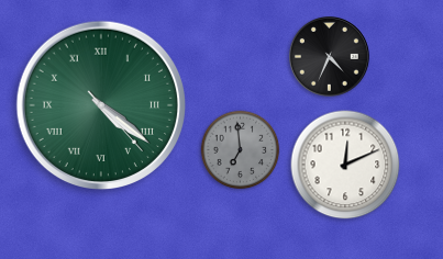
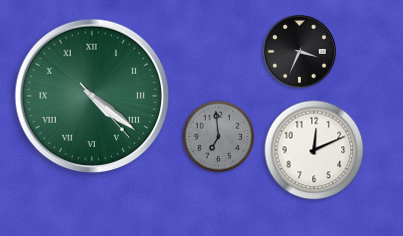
clock at (330, 57): 4:34 -> 3:34
